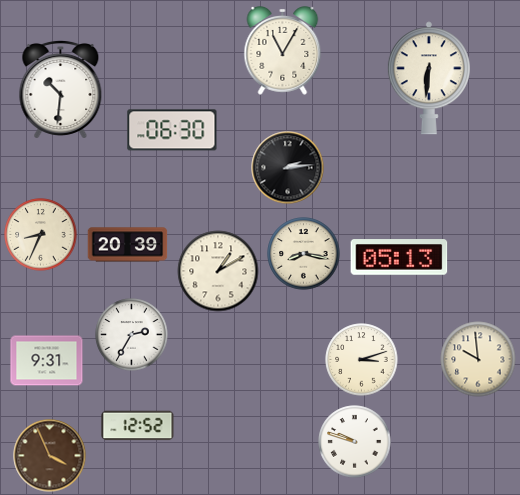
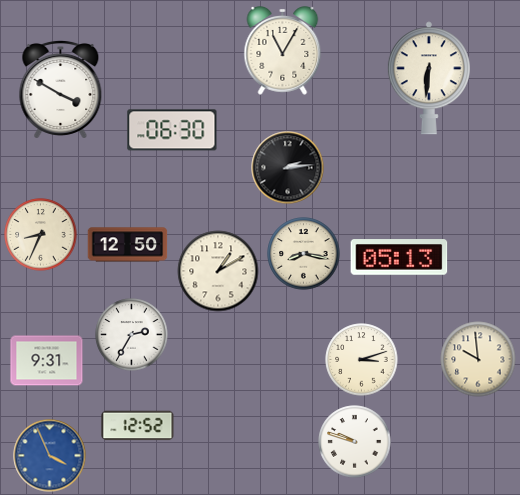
clock at (61, 89): 10:31 -> 3:50
clock at (128, 245): 20:39 -> 12:50
clock at (50, 456) dial: brown -> blue
